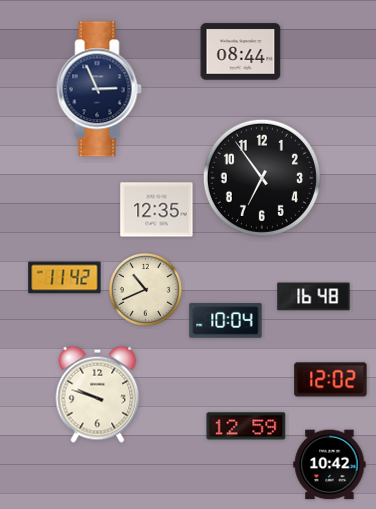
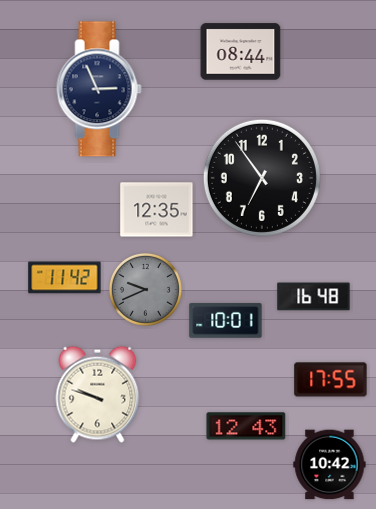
clock at (145, 289): 10:41 -> 9:41
clock at (145, 289) dial: cream -> grey
clock at (226, 321): 10:04 -> 10:01
clock at (331, 380): 12:02 -> 17:55
clock at (246, 426): 12:59 -> 12:43
